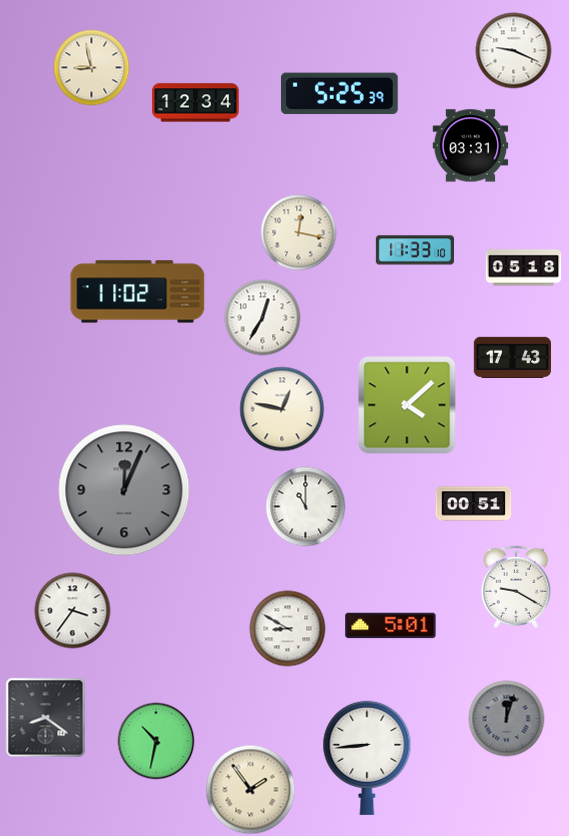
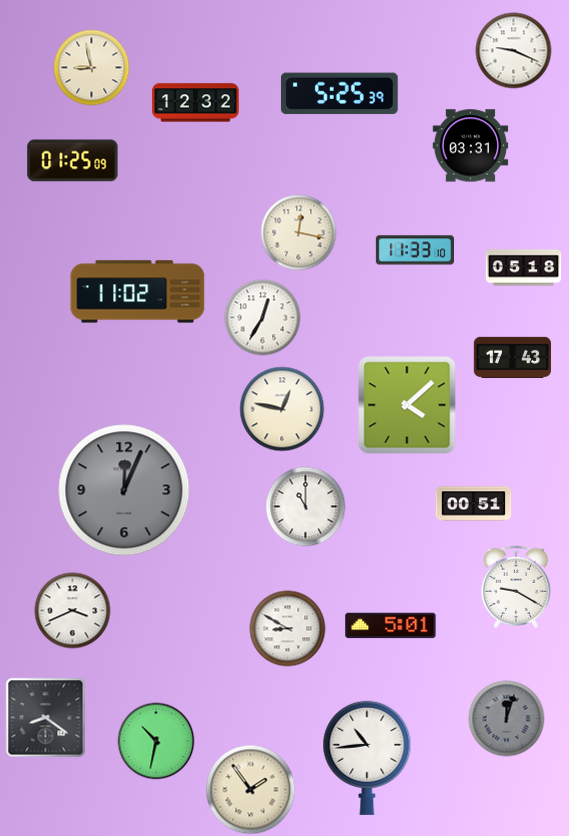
clock at (196, 103): 12:34 -> 12:32
clock at (73, 161): none -> 01:25
clock at (73, 611): 3:36 -> 3:41
clock at (367, 758): 8:44 -> 10:44
